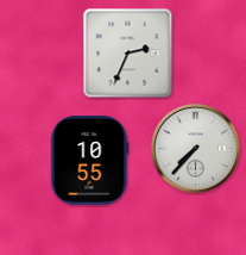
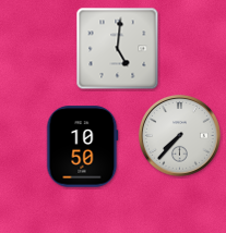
clock at (128, 54): 2:34 -> 5:01
clock at (90, 161): 10:55 -> 10:50
